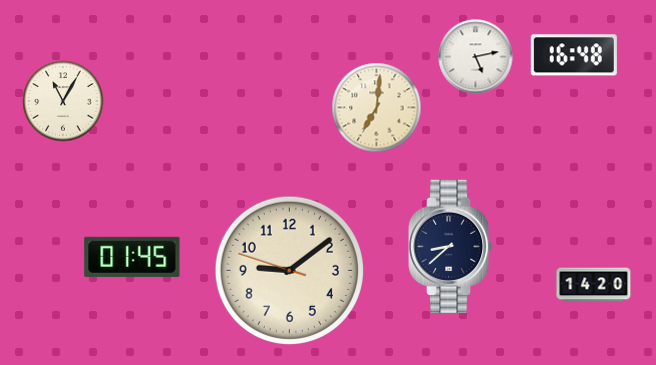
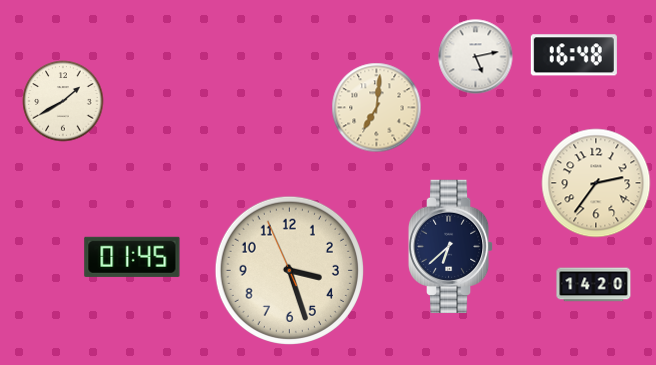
clock at (63, 101): 11:05 -> 1:40
clock at (596, 183): none -> 2:36
clock at (451, 246): 8:38 -> 6:38
clock at (289, 270): 9:08 -> 3:26
